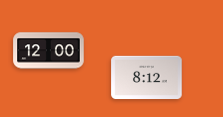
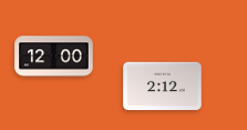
clock at (147, 78): 8:12 -> 2:12
